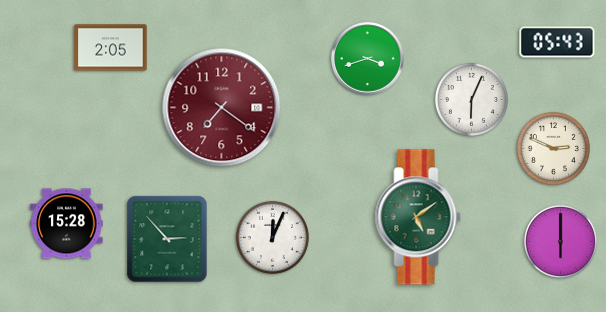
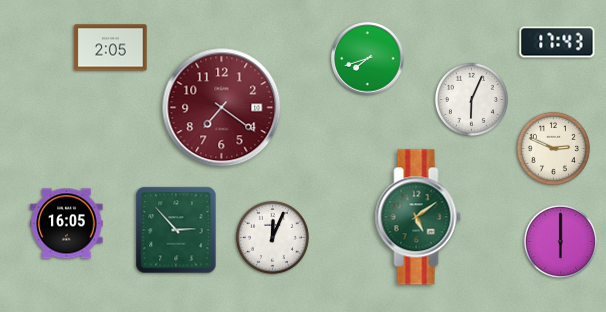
clock at (557, 42): 05:43 -> 17:43
clock at (368, 59): 3:42 -> 7:42
clock at (67, 224): 15:28 -> 16:05
clock at (167, 239) position: (167, 239) -> (176, 230)
